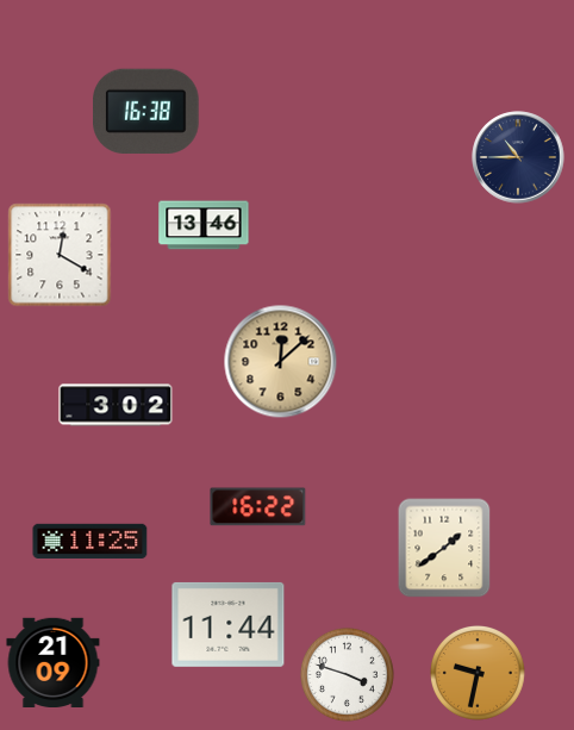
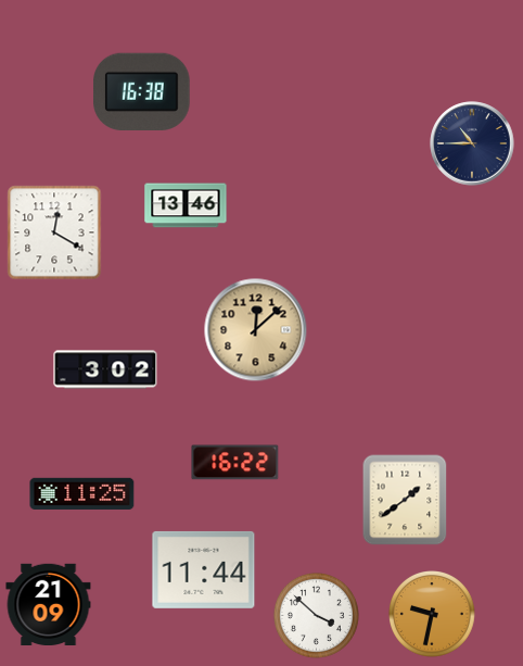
clock at (146, 111) position: (146, 111) -> (142, 91)
clock at (229, 624) position: (229, 624) -> (204, 569)
clock at (347, 674): 3:48 -> 3:52
clock at (479, 674) position: (479, 674) -> (433, 615)
